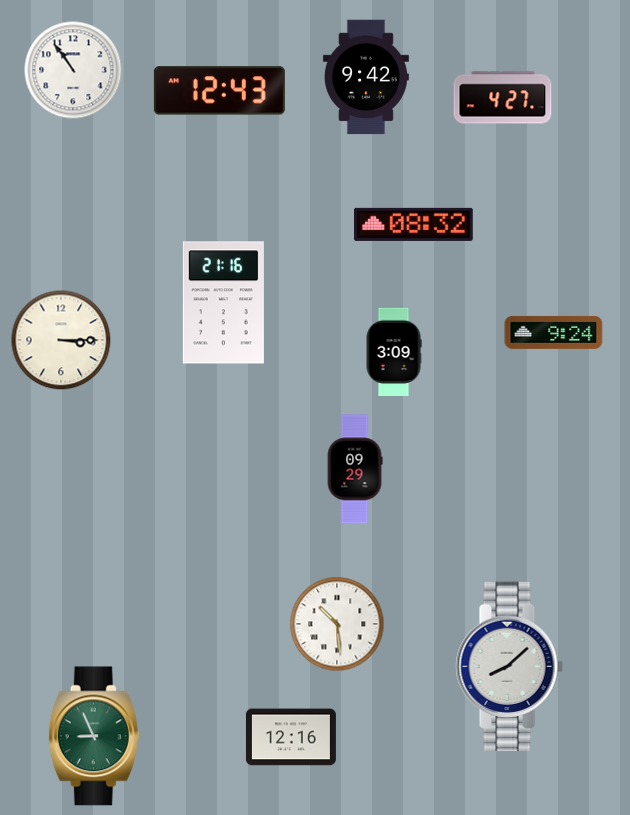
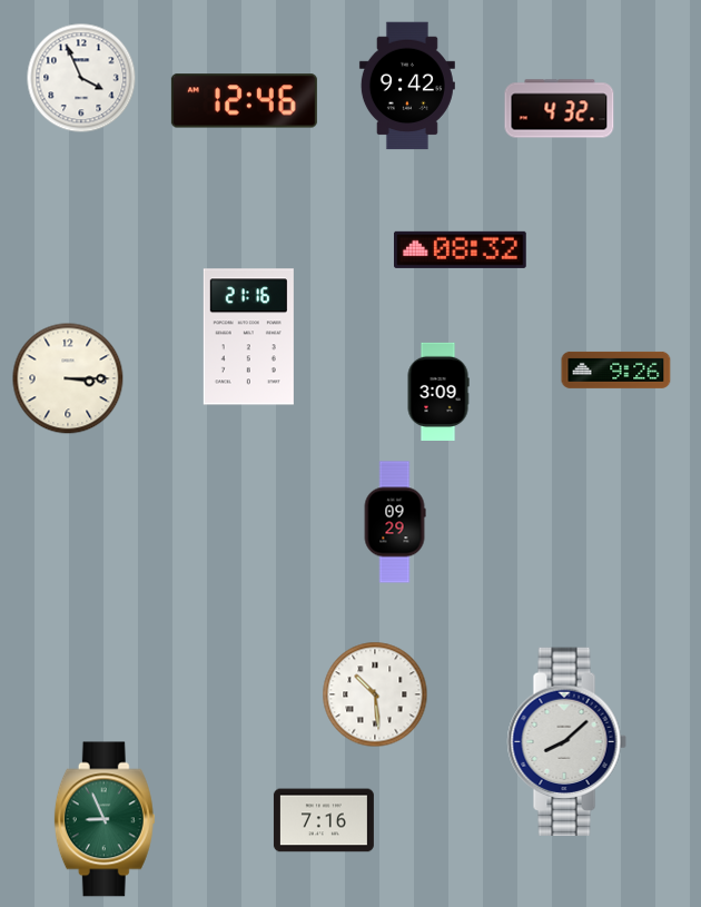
clock at (73, 70): 10:54 -> 3:56
clock at (219, 91): 12:43 -> 12:46
clock at (503, 98): 4:27 -> 4:32
clock at (554, 332): 9:24 -> 9:26
clock at (291, 737): 12:16 -> 7:16
